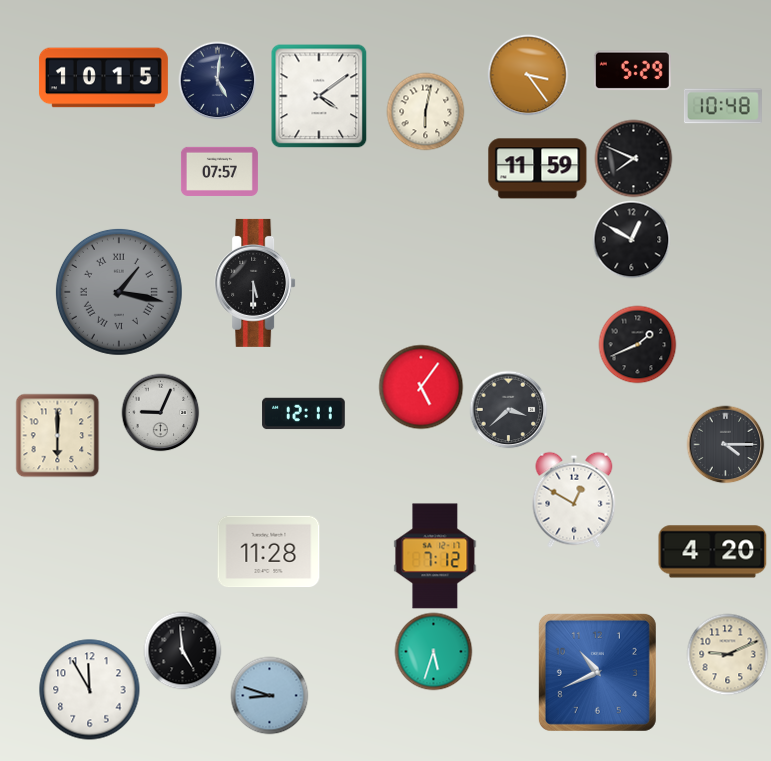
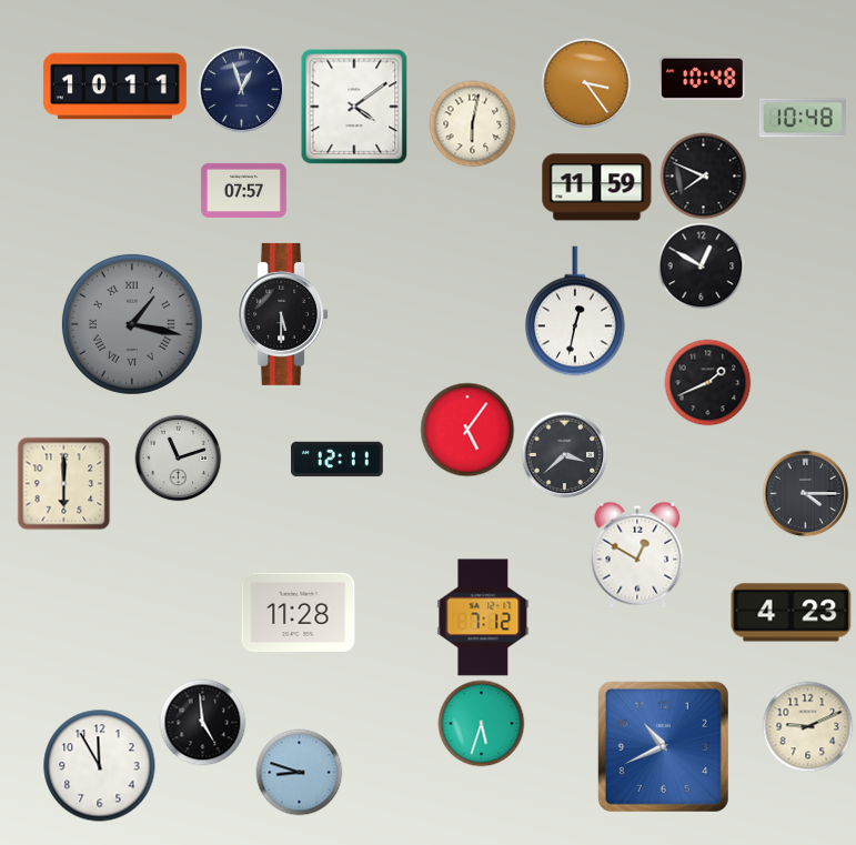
clock at (632, 71): 5:29 -> 10:48
clock at (103, 78): 10:15 -> 10:11
clock at (217, 80): 5:01 -> 12:57
clock at (575, 311): none -> 12:32
clock at (160, 412): 9:04 -> 11:12
clock at (713, 552): 4:20 -> 4:23
